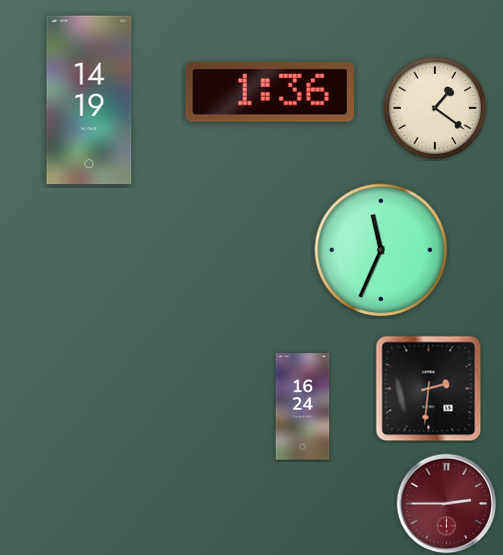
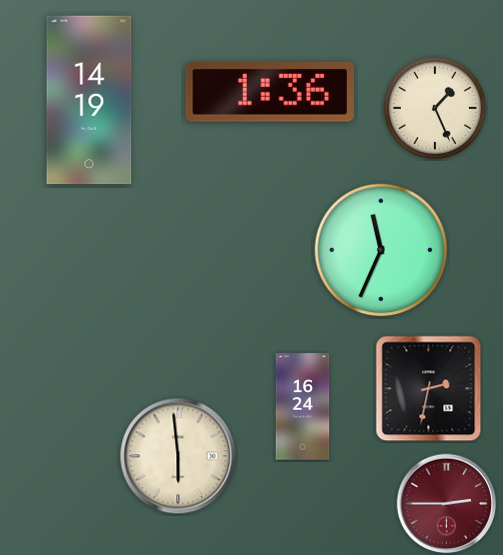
clock at (435, 108): 1:21 -> 1:26
clock at (429, 389): 2:31 -> 2:32
clock at (178, 456): none -> 5:59
